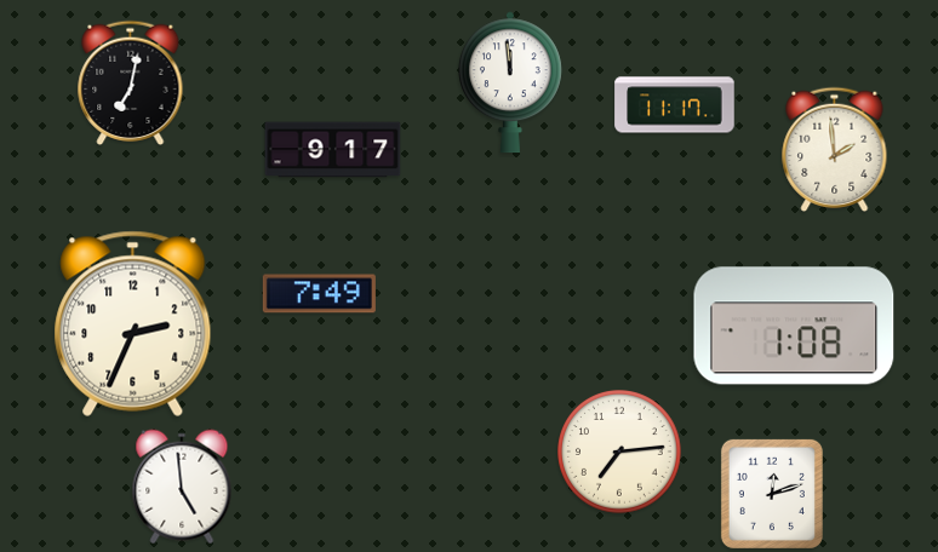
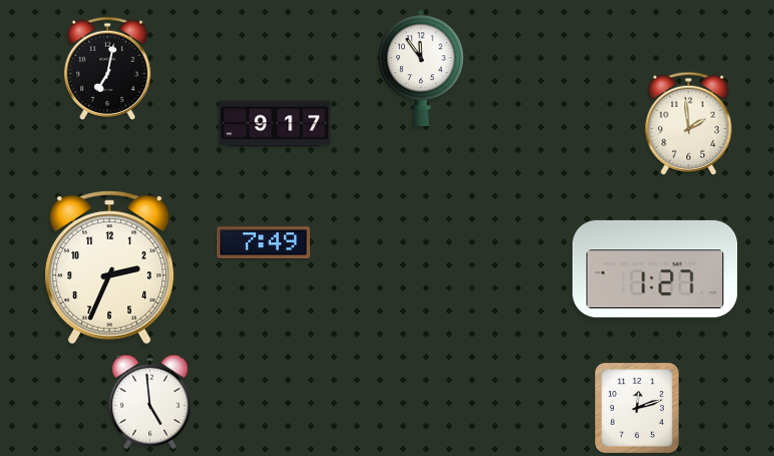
clock at (510, 82): 11:59 -> 11:54
clock at (675, 105): 11:17 -> none
clock at (794, 326): 1:08 -> 1:27
clock at (620, 453): 7:14 -> none
